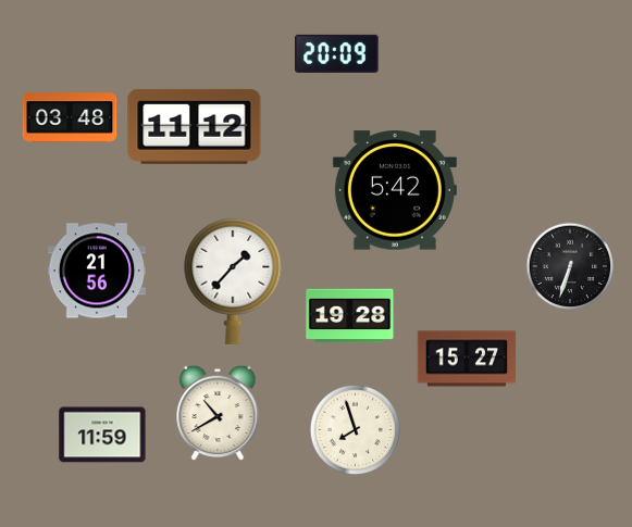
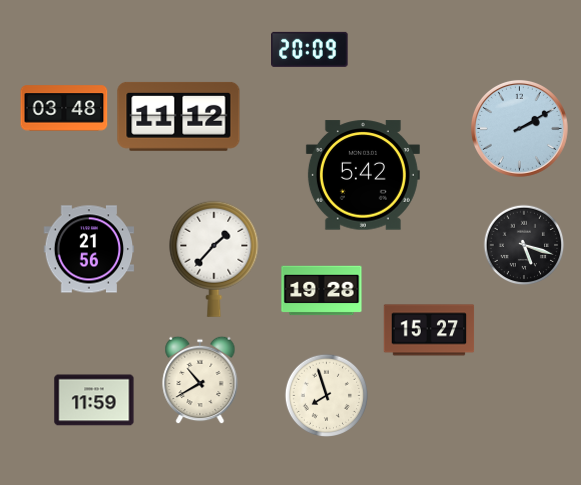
clock at (519, 128): none -> 2:10
clock at (570, 266): 6:33 -> 5:18
